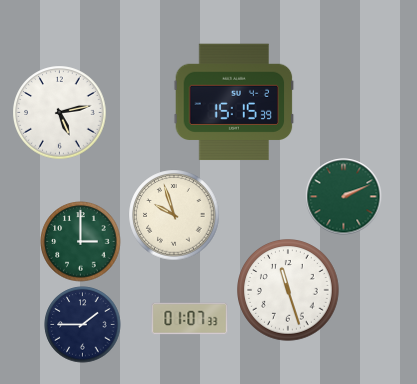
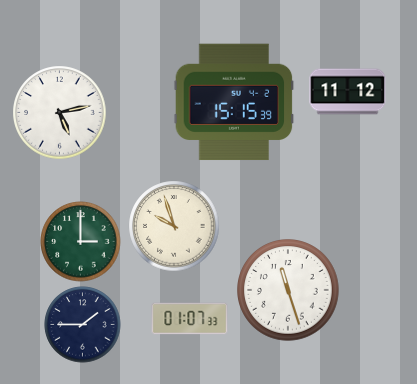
clock at (348, 92): none -> 11:12
clock at (344, 197): 2:11 -> none
clock at (174, 215) position: (174, 215) -> (174, 226)
